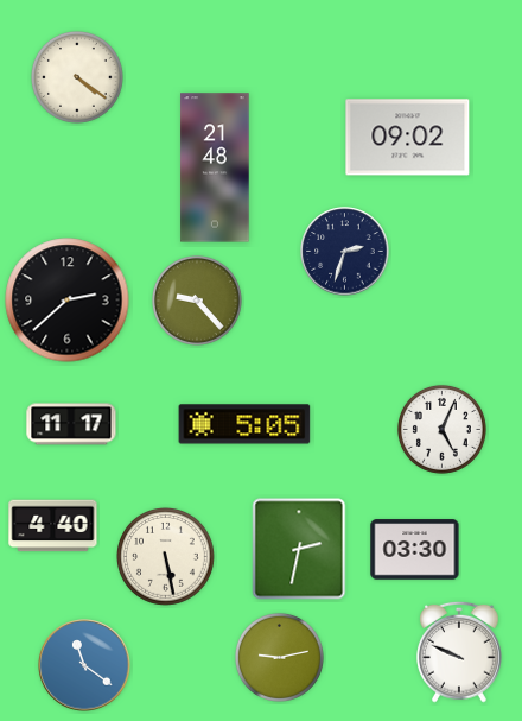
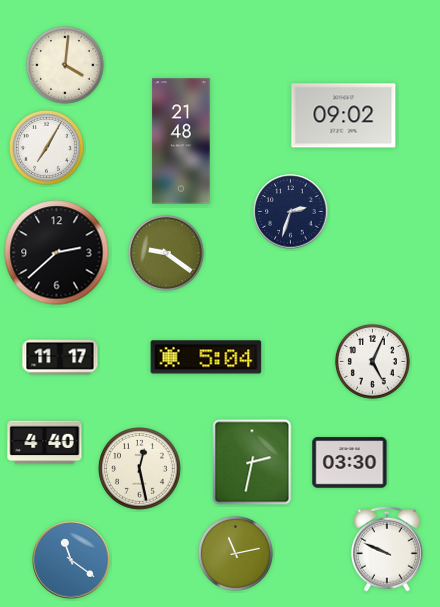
clock at (77, 77): 4:21 -> 4:01
clock at (46, 147): none -> 7:05
clock at (197, 301): 9:23 -> 9:21
clock at (244, 424): 5:05 -> 5:04
clock at (166, 557): 5:28 -> 12:28
clock at (279, 657): 9:13 -> 11:13
